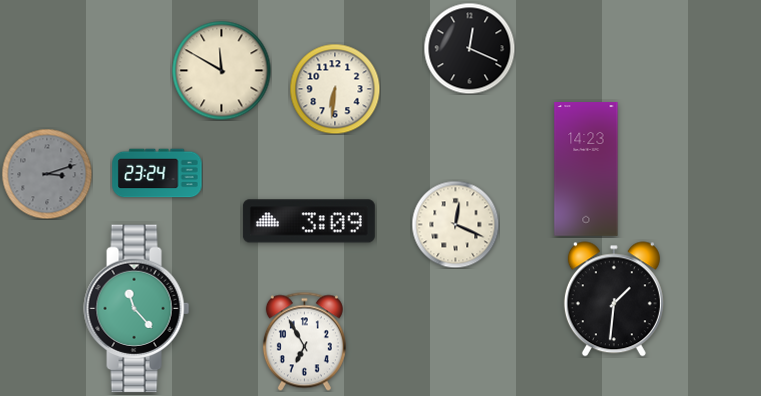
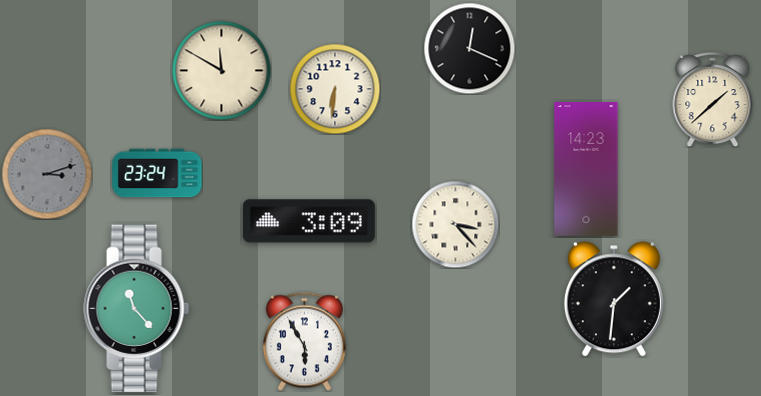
clock at (713, 100): none -> 1:38
clock at (455, 224): 12:19 -> 3:23
clock at (304, 341): 6:55 -> 5:55
